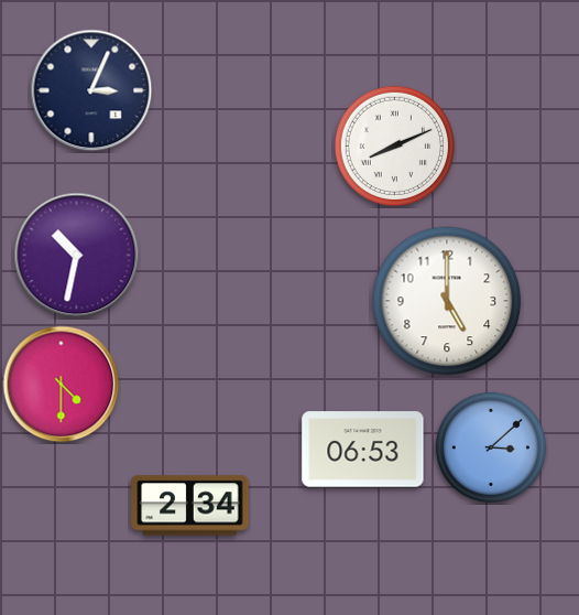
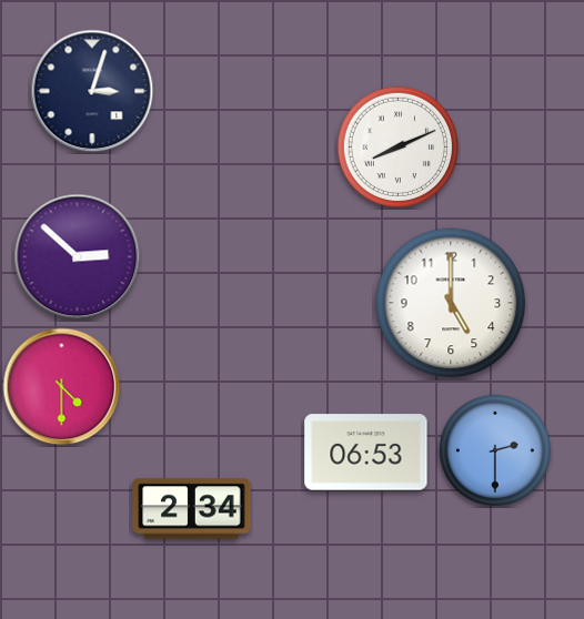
clock at (91, 90): 3:04 -> 3:03
clock at (77, 256): 10:32 -> 2:52
clock at (491, 447): 3:08 -> 2:30
